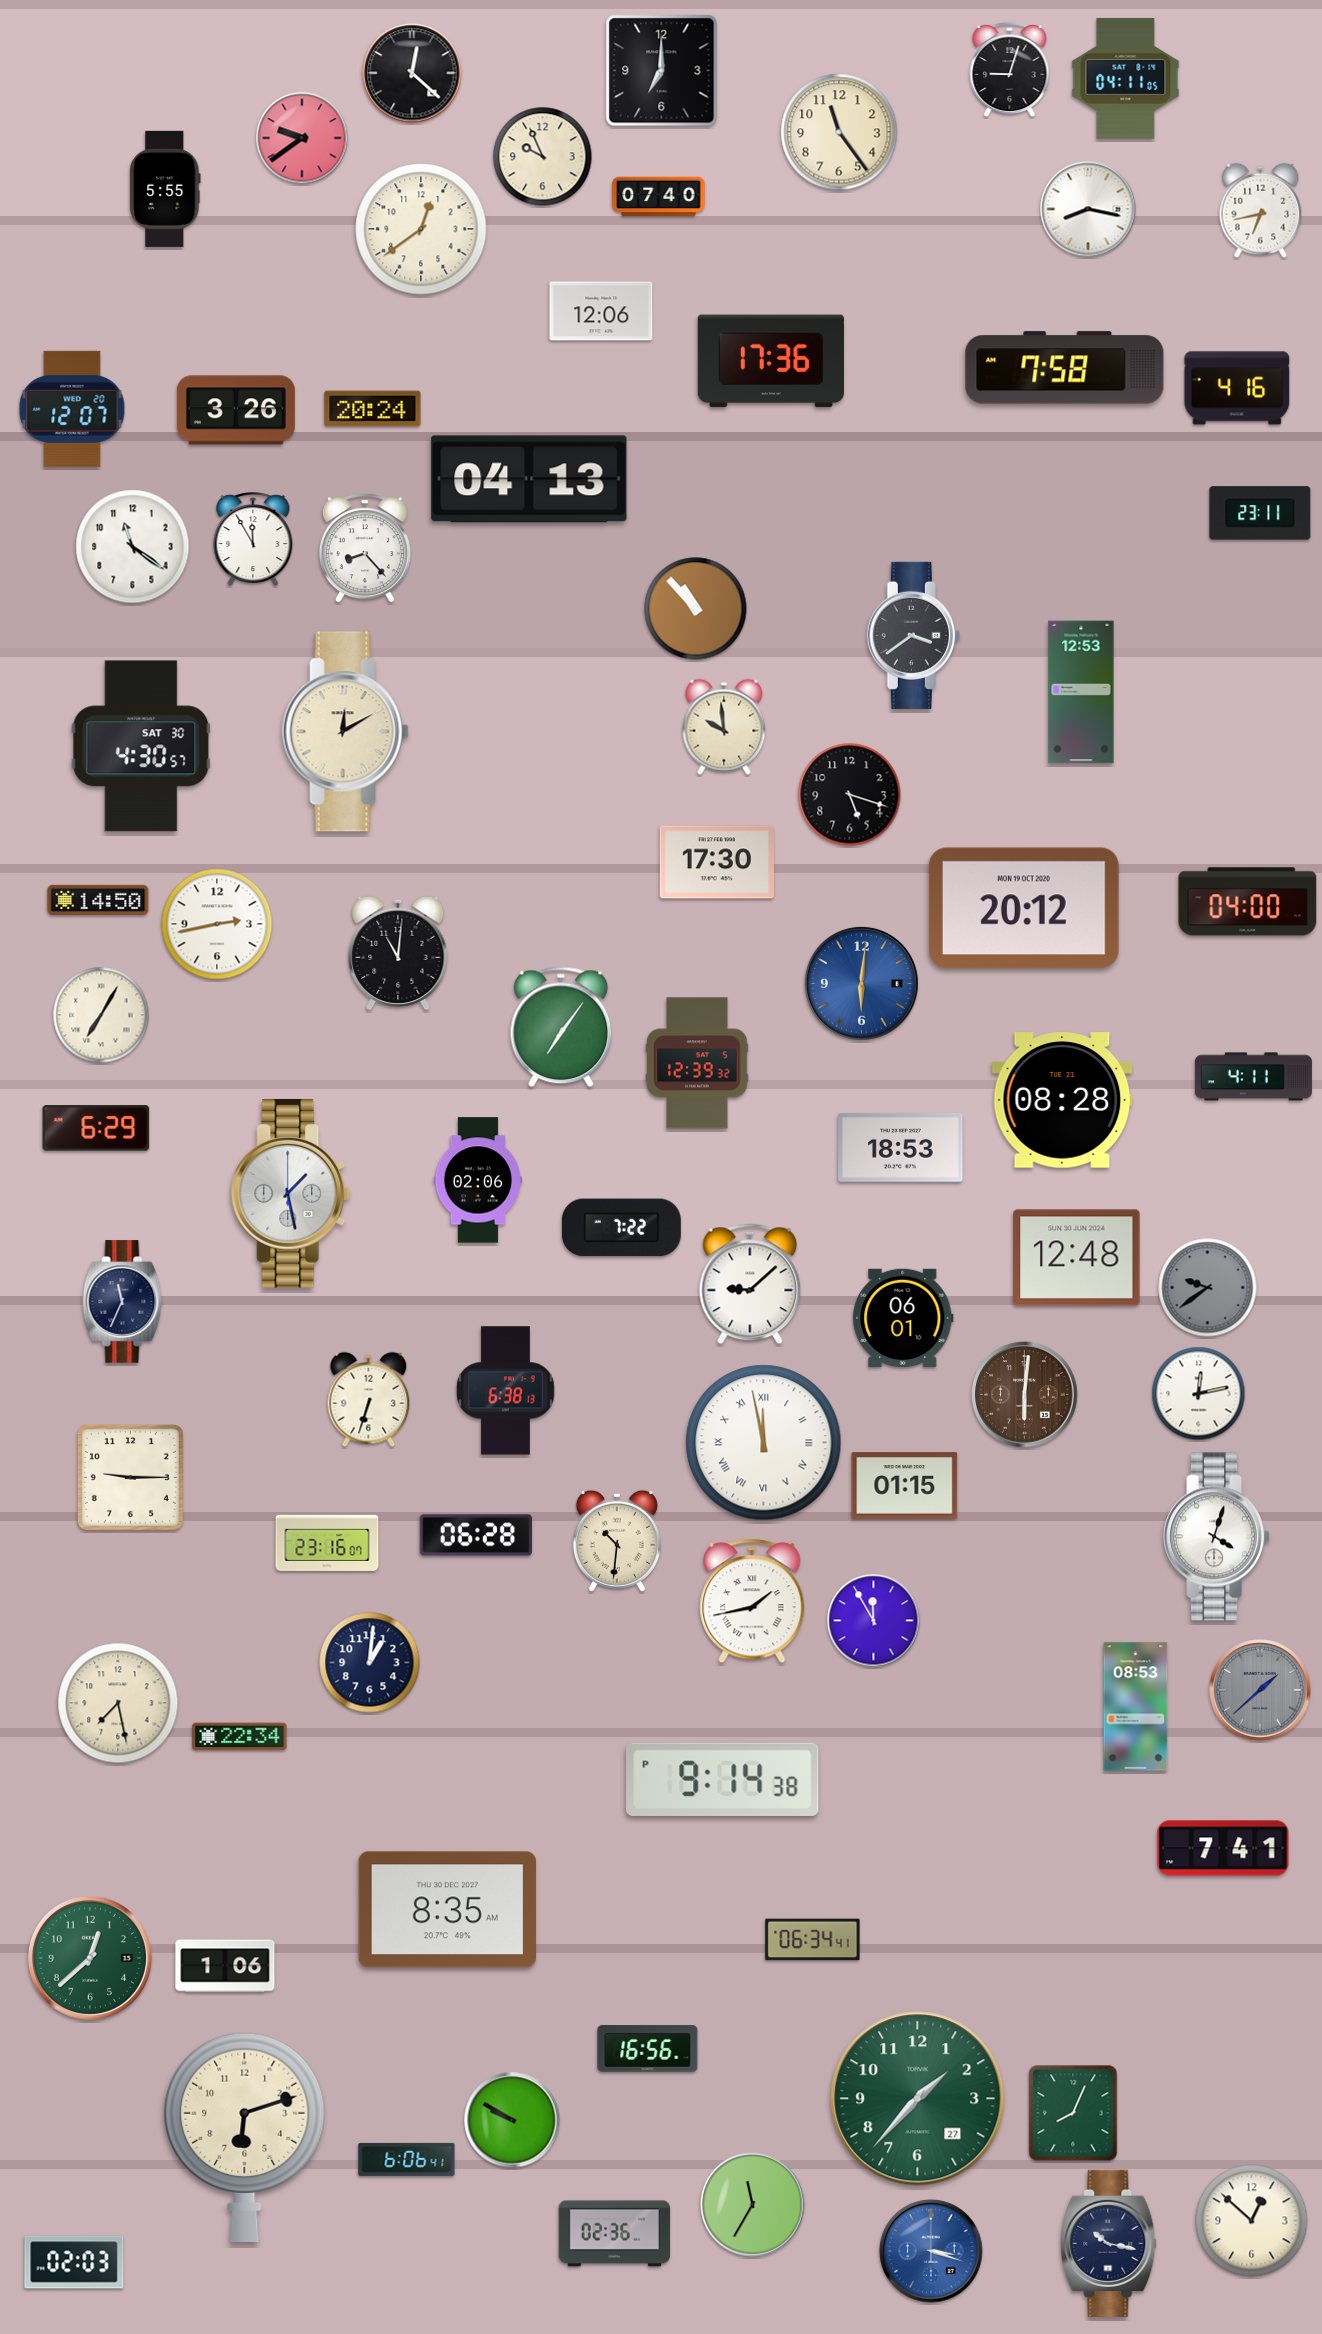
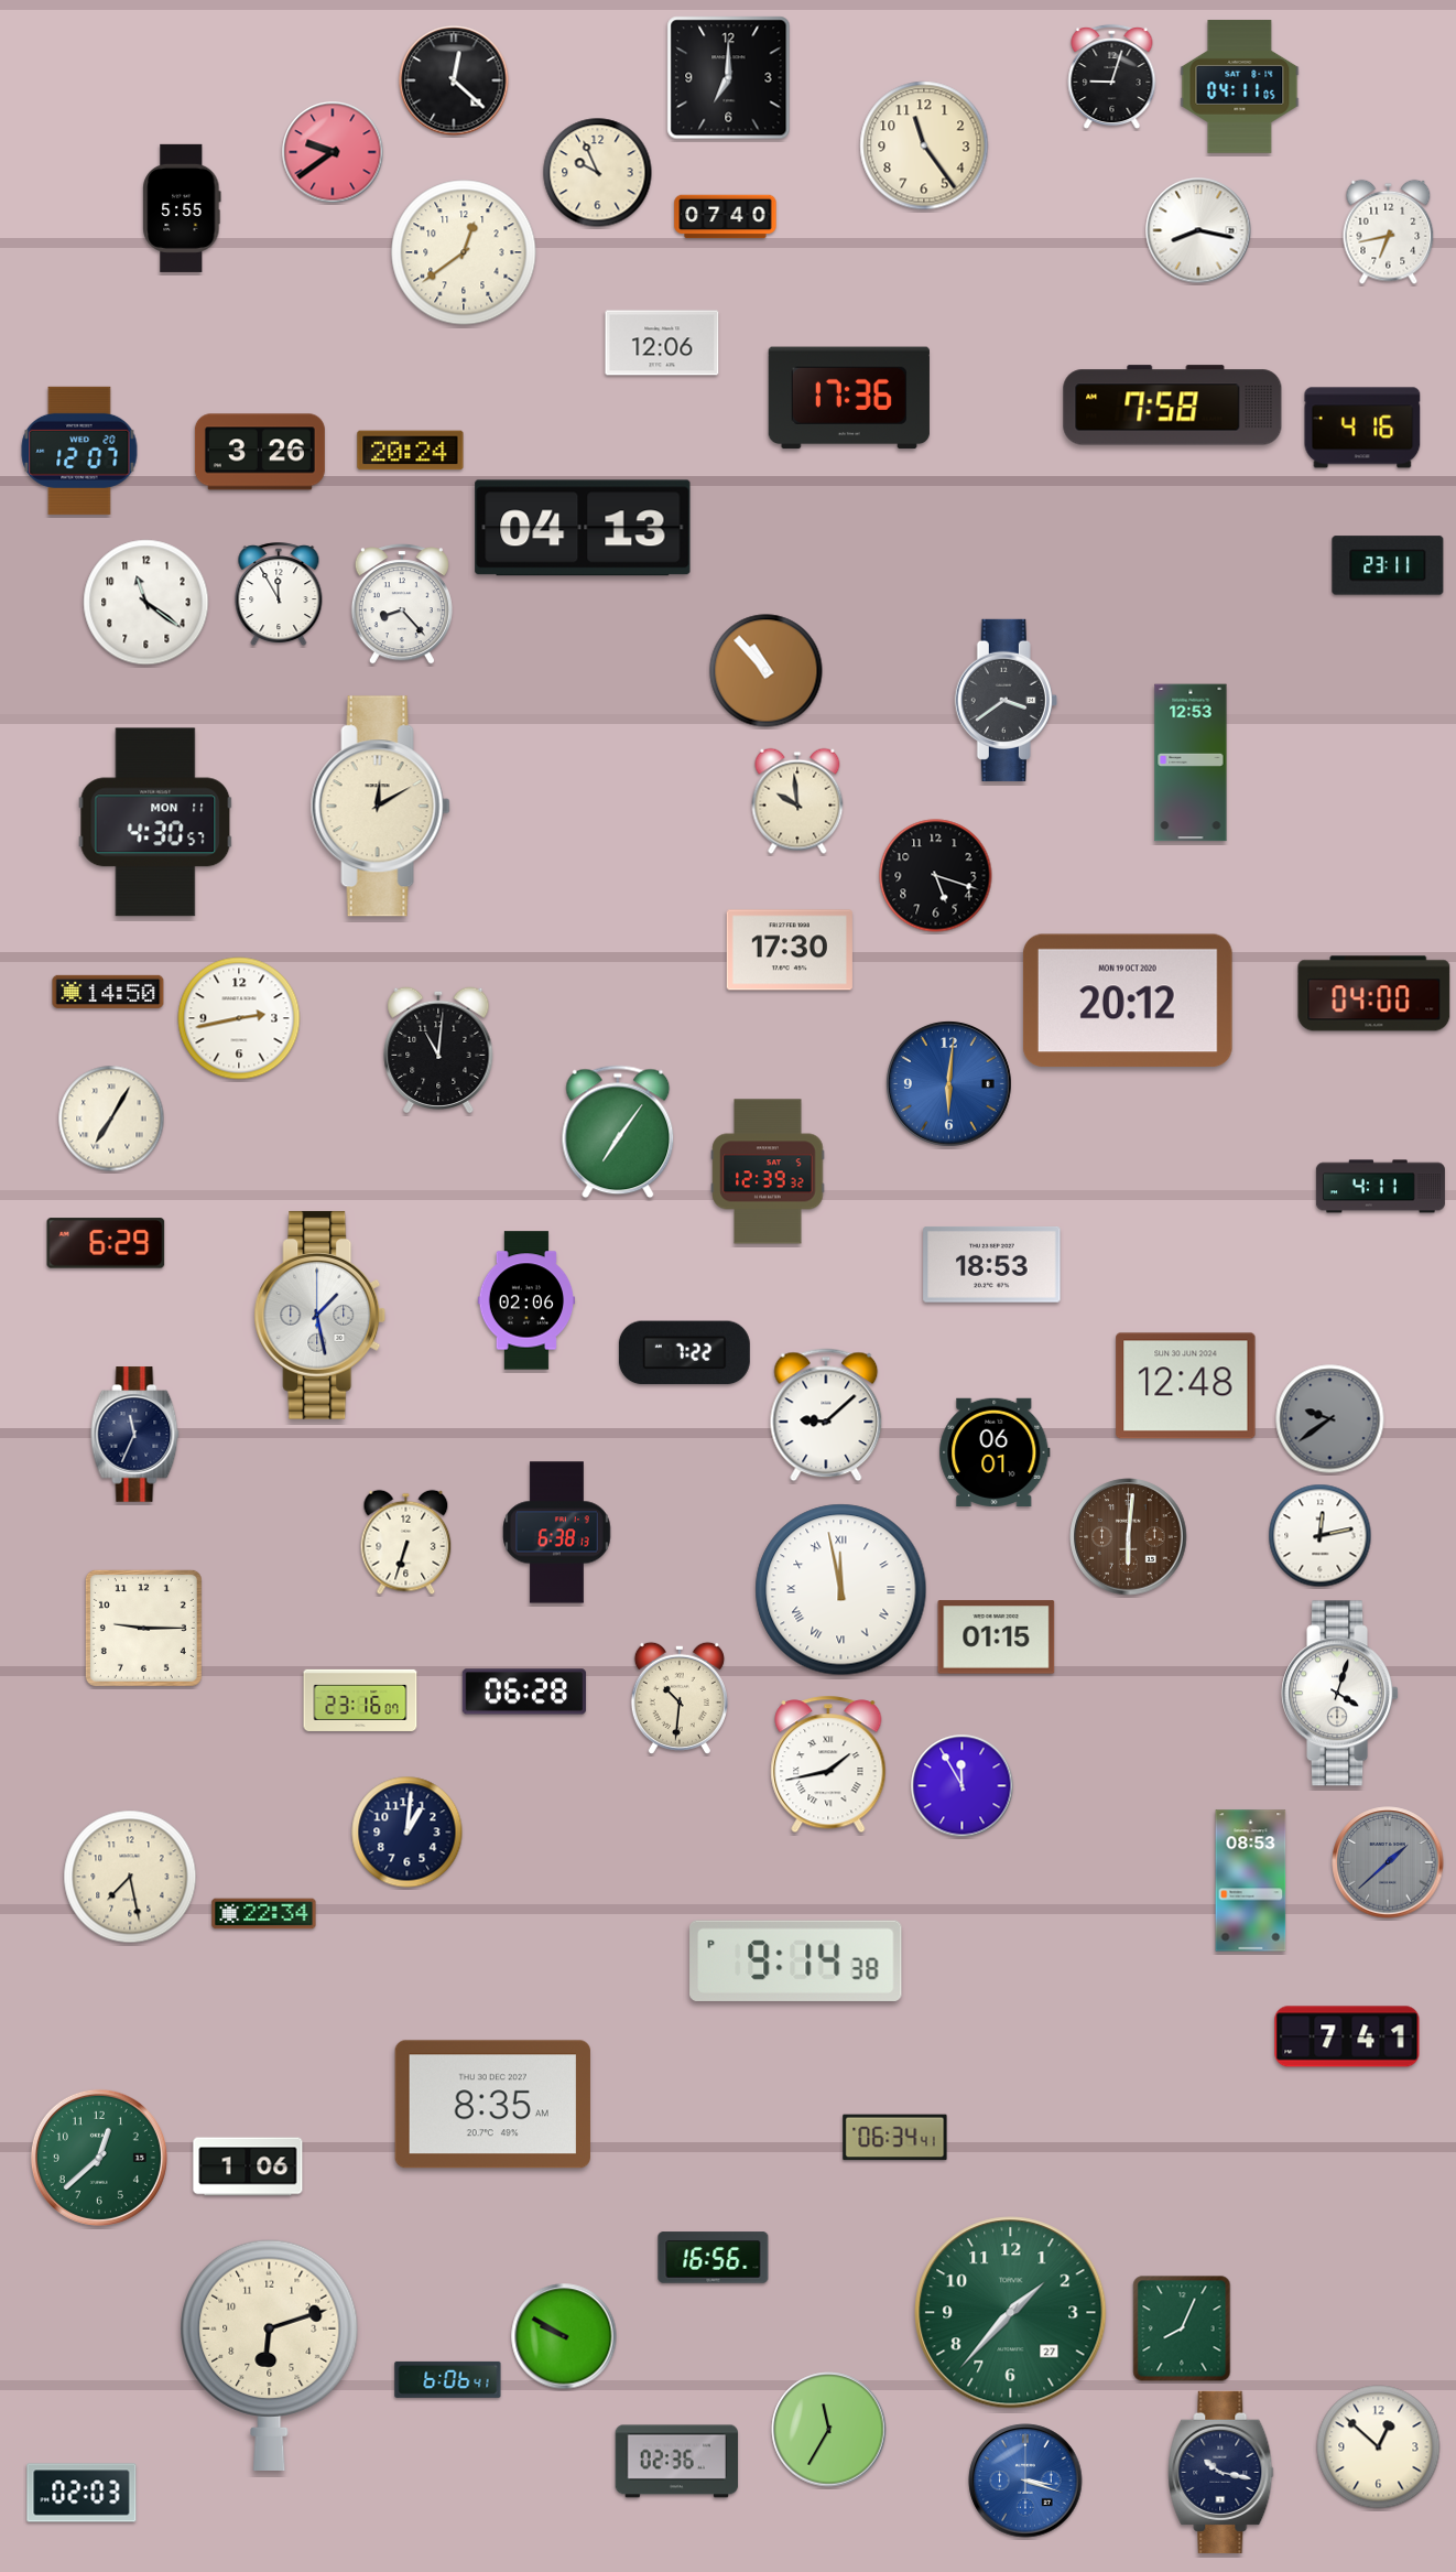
clock at (141, 746) date: SAT 30 -> MON 11
clock at (1062, 1100): 08:28 -> none
